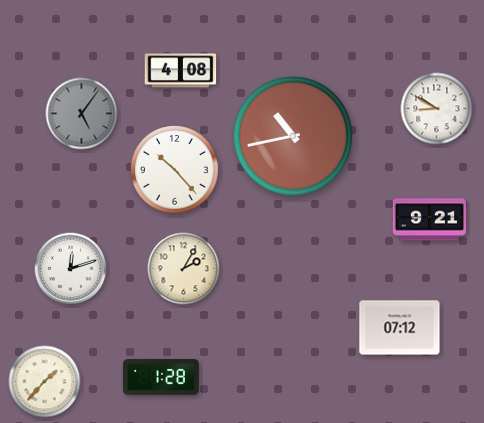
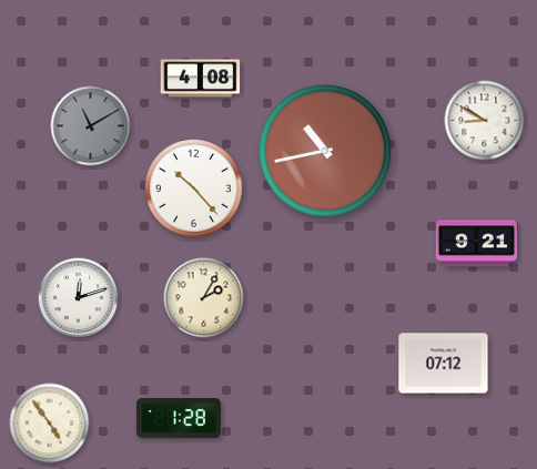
clock at (82, 114): 5:06 -> 11:10
clock at (45, 382): 1:37 -> 4:54
